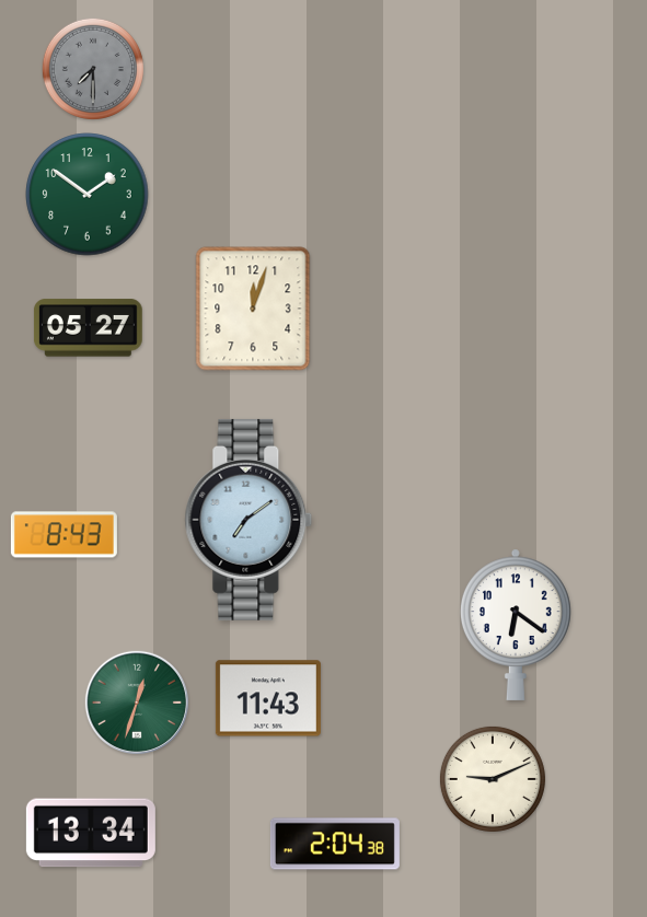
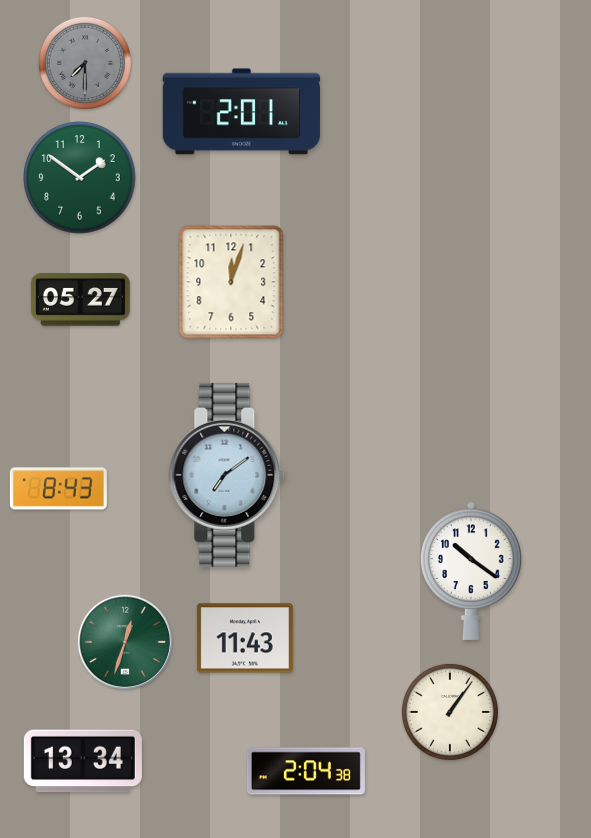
clock at (242, 112): none -> 2:01
clock at (516, 625): 6:21 -> 10:21
clock at (493, 779): 9:11 -> 1:06
